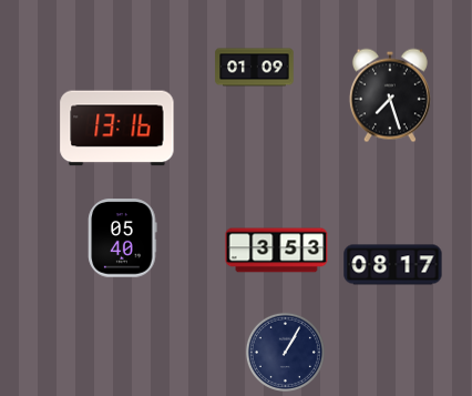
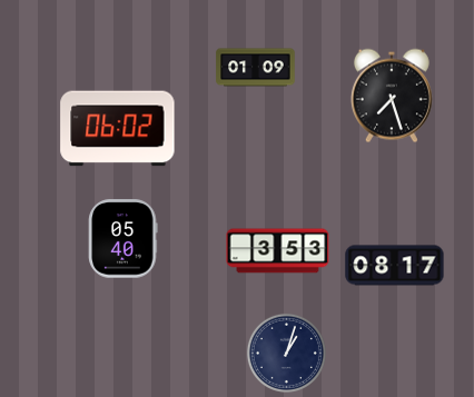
clock at (117, 129): 13:16 -> 06:02
clock at (285, 352): 1:05 -> 1:03
